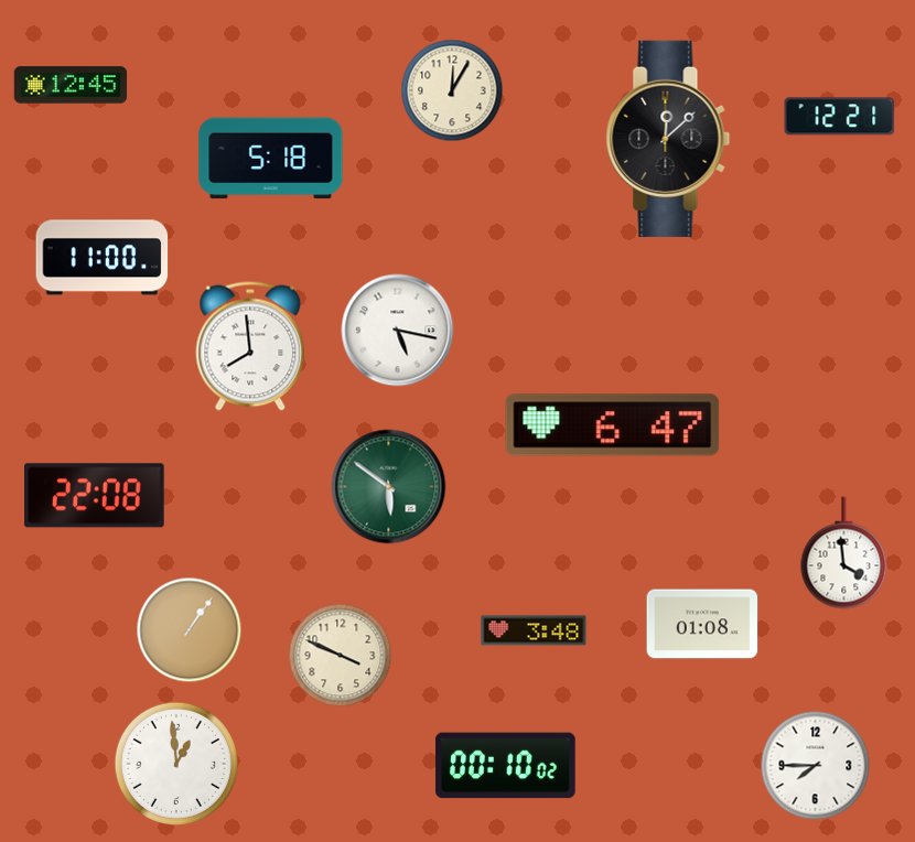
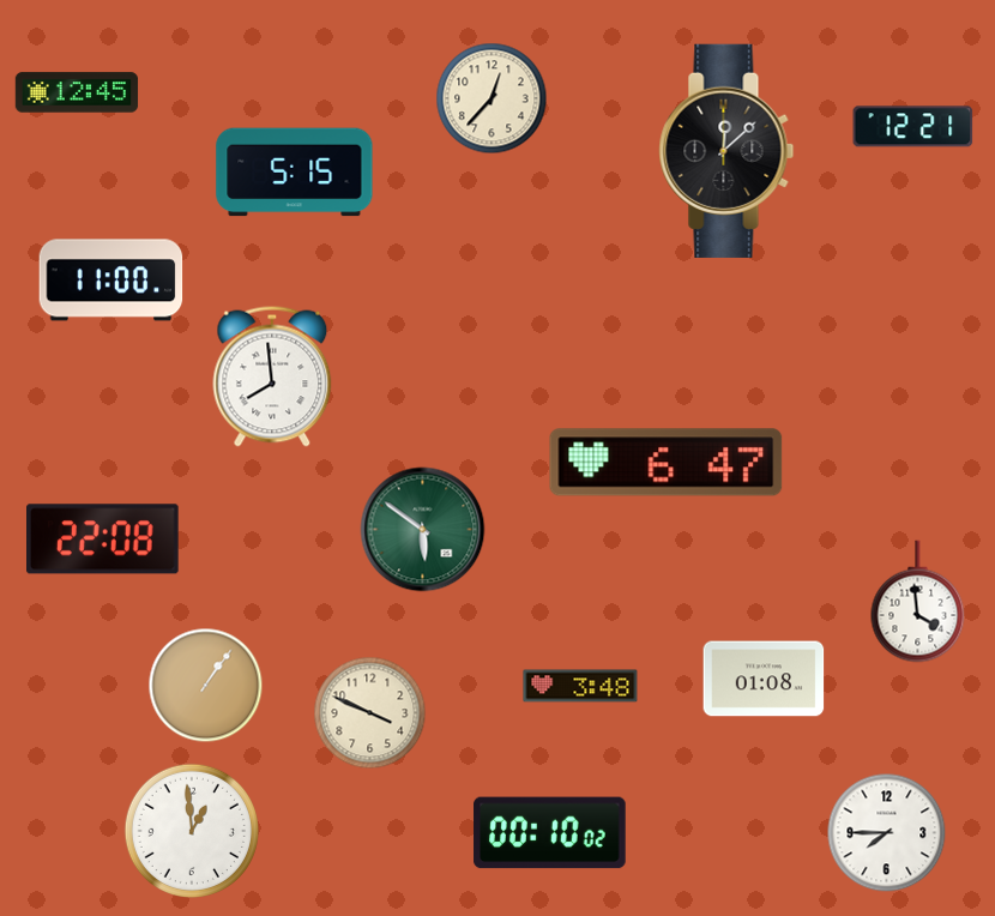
clock at (452, 90): 12:05 -> 12:37
clock at (271, 159): 5:18 -> 5:15
clock at (398, 331): 5:17 -> none
